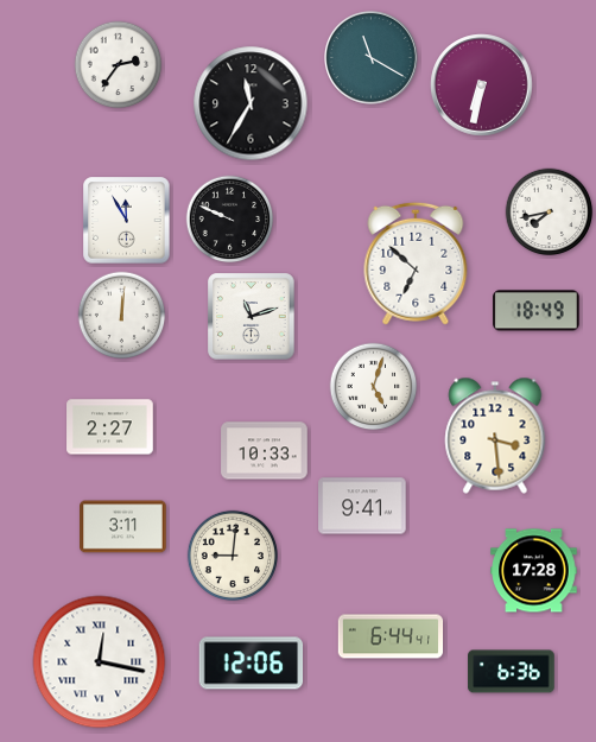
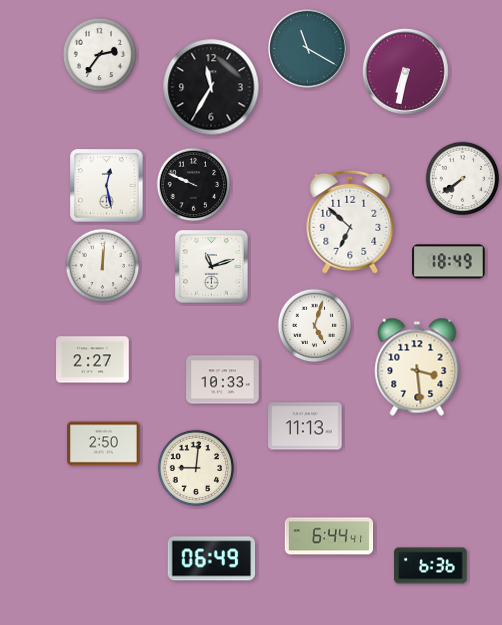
clock at (372, 58) position: (372, 58) -> (308, 49)
clock at (550, 213): 7:43 -> 7:39
clock at (127, 221): 11:55 -> 12:28
clock at (537, 311) position: (537, 311) -> (449, 262)
clock at (362, 506): 9:41 -> 11:13
clock at (123, 527): 3:11 -> 2:50
clock at (534, 571): 17:28 -> none
clock at (100, 662): 12:17 -> none
clock at (252, 664): 12:06 -> 06:49
